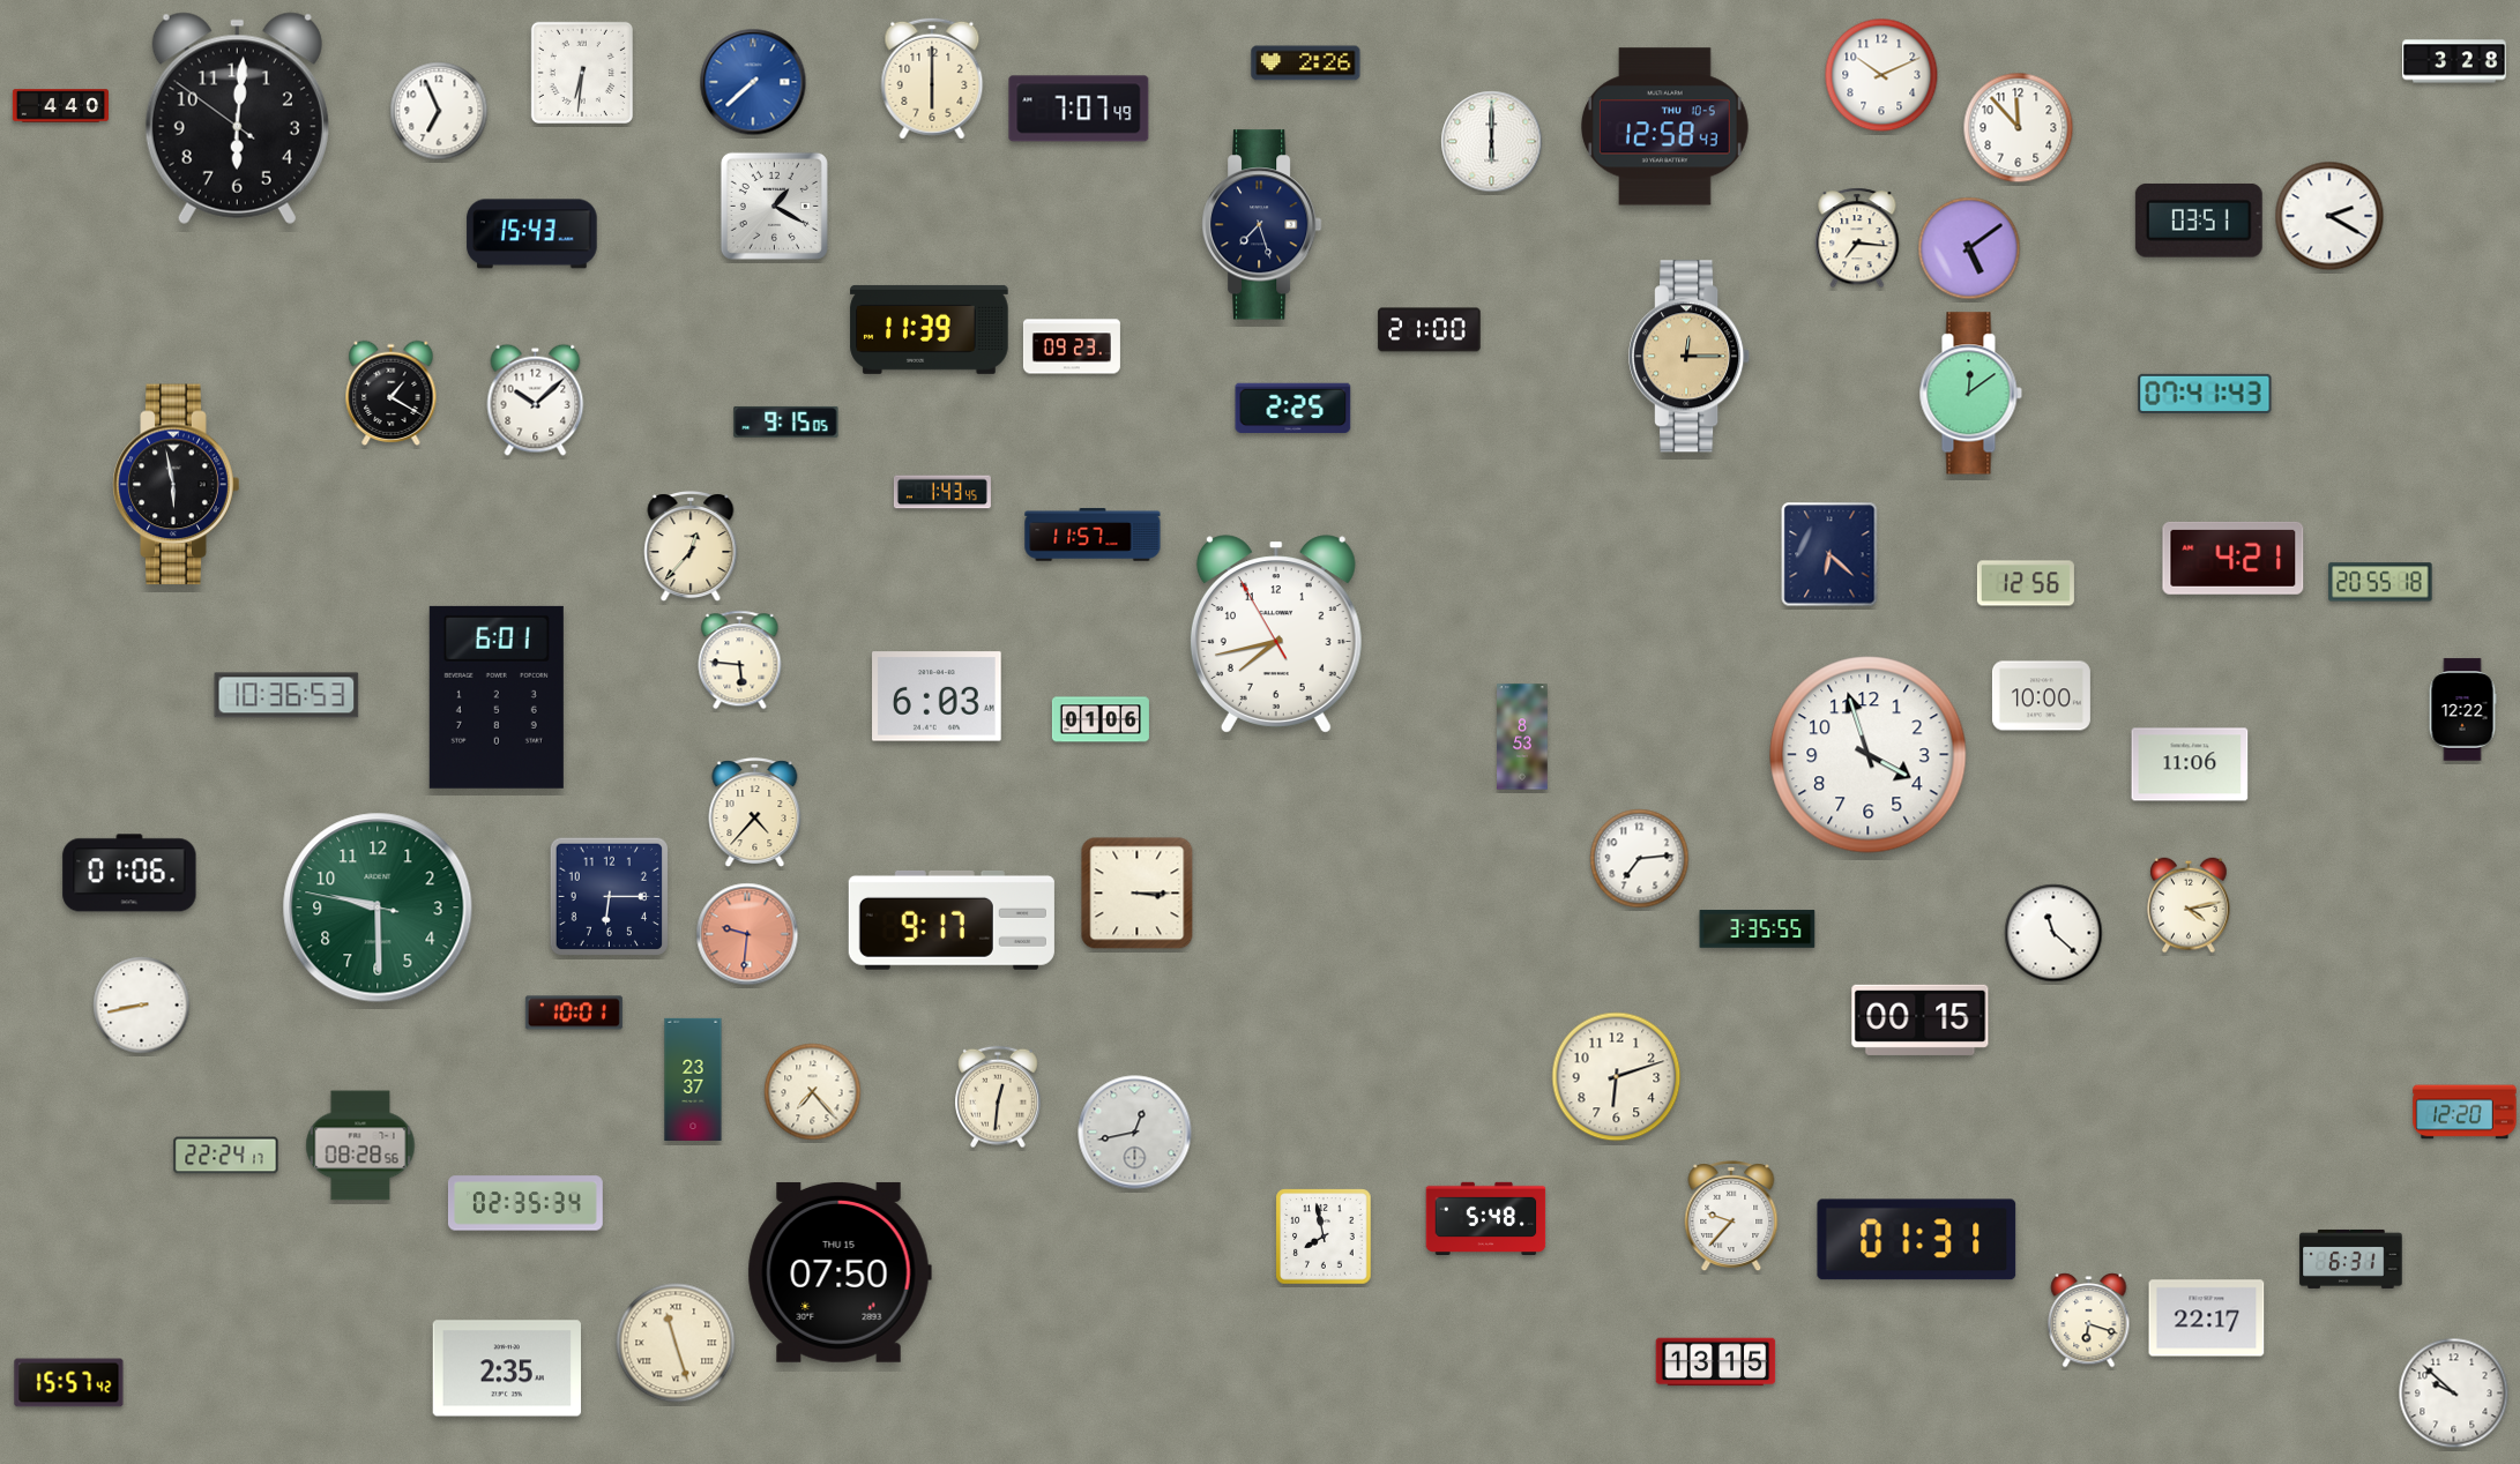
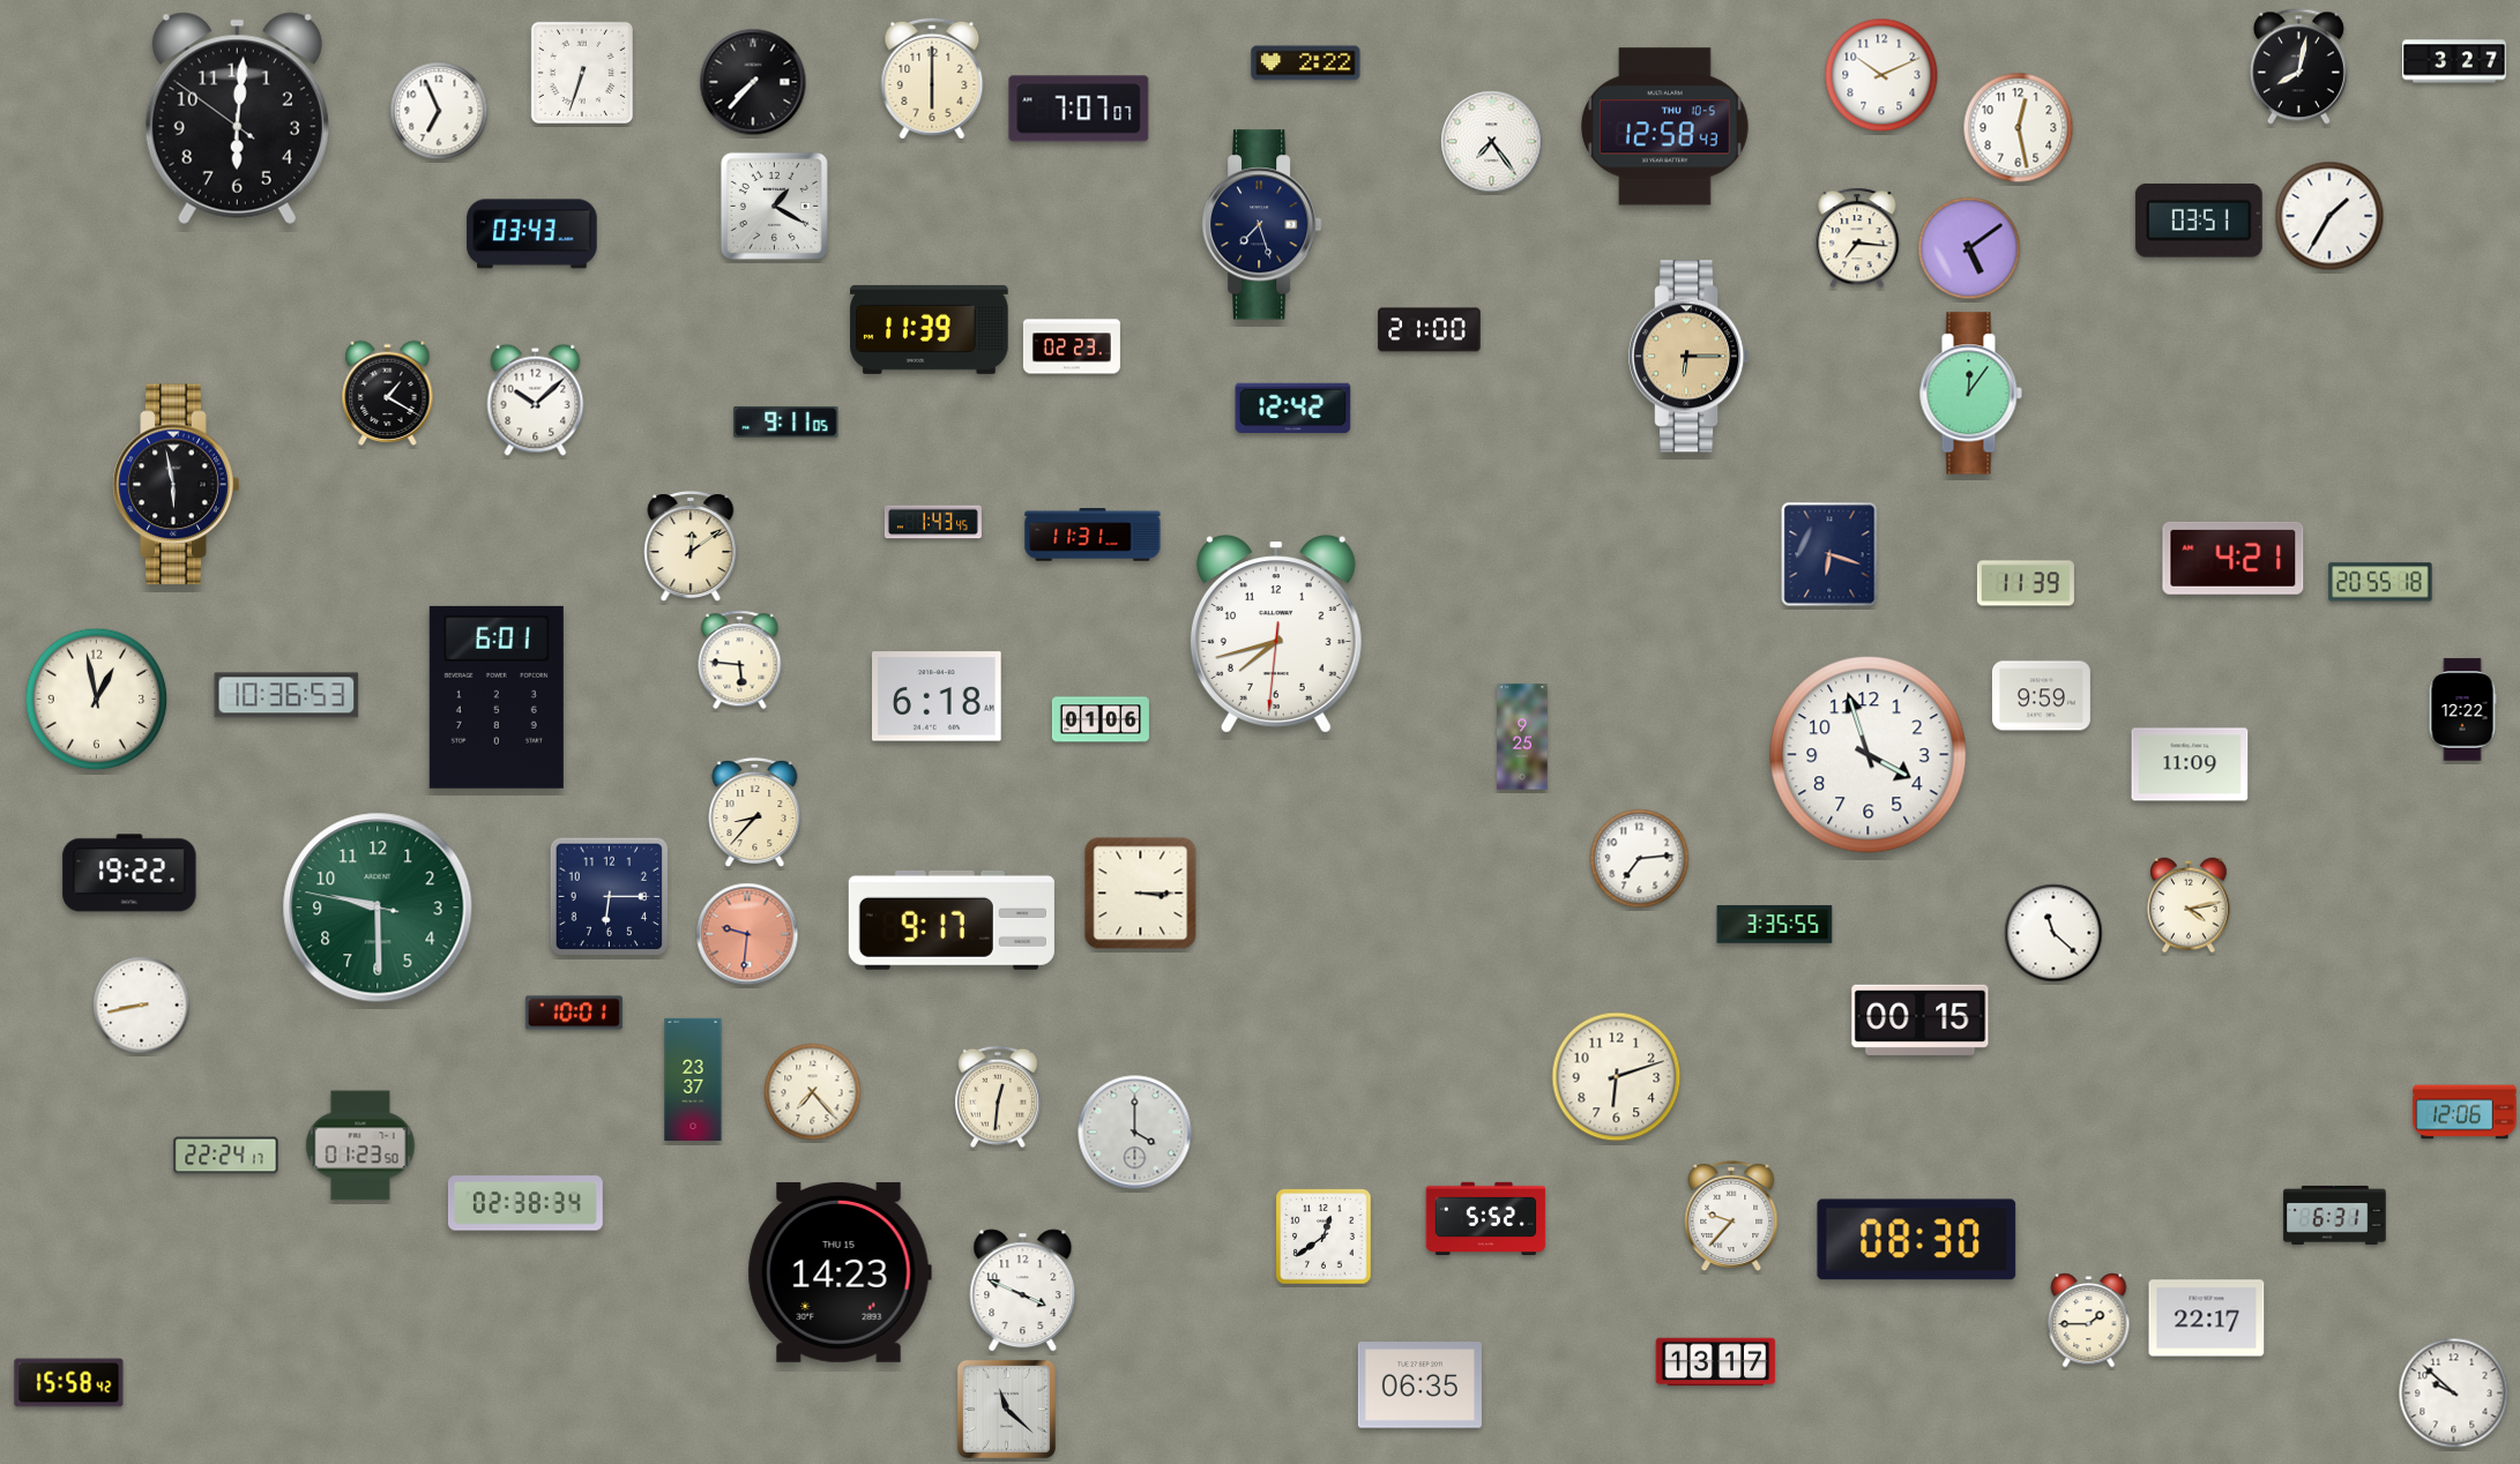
clock at (2454, 61): 3:28 -> 3:27
clock at (1306, 64): 2:26 -> 2:22
clock at (2298, 67): none -> 8:02
clock at (582, 73): 6:31 -> 6:33
clock at (753, 82): 7:38 -> 7:37
clock at (753, 82) dial: blue -> black
clock at (60, 106): 4:40 -> none
clock at (1079, 109): 7:07:49 -> 7:07:07
clock at (2019, 128): 11:53 -> 12:28
clock at (1492, 142): 6:00 -> 7:24
clock at (2329, 216): 2:20 -> 1:35
clock at (532, 234): 15:43 -> 03:43
clock at (1072, 346): 09:23 -> 02:23
clock at (1690, 357): 12:15 -> 6:15
clock at (392, 393) position: (392, 393) -> (388, 393)
clock at (1970, 394): 12:09 -> 12:06
clock at (2205, 394): 07:41 -> none
clock at (1293, 409): 2:25 -> 12:42
clock at (786, 421): 9:15 -> 9:11
clock at (942, 492) position: (942, 492) -> (933, 522)
clock at (1093, 535): 11:57 -> 11:31
clock at (691, 546): 12:37 -> 12:09
clock at (1829, 554): 6:22 -> 6:18
clock at (2026, 583): 12:56 -> 11:39
clock at (1276, 634): 7:42:55 -> 7:42:31
clock at (938, 696): 6:03 -> 6:18
clock at (2041, 696): 10:00 -> 9:59
clock at (97, 700): none -> 12:58
clock at (1522, 737): 8:53 -> 9:25
clock at (2190, 764): 11:06 -> 11:09
clock at (755, 812): 4:37 -> 8:37
clock at (129, 873): 01:06 -> 19:22
clock at (1138, 894) position: (1138, 894) -> (1141, 894)
clock at (1758, 929) position: (1758, 929) -> (1775, 925)
clock at (2465, 1112): 12:20 -> 12:06
clock at (1135, 1133): 12:43 -> 4:00
clock at (360, 1145): 08:28 -> 01:23
clock at (525, 1203): 02:35 -> 02:38
clock at (1486, 1218): 5:48 -> 5:52
clock at (1324, 1237): 7:58 -> 12:39
clock at (1917, 1240): 01:31 -> 08:30
clock at (2351, 1258) position: (2351, 1258) -> (2335, 1215)
clock at (840, 1272): 07:50 -> 14:23
clock at (1023, 1291): none -> 3:49
clock at (2089, 1321): 6:18 -> 1:45
clock at (676, 1343): 11:27 -> none
clock at (1716, 1362): 13:15 -> 13:17
clock at (506, 1368): 2:35 -> none
clock at (69, 1383): 15:57 -> 15:58
clock at (1419, 1385): none -> 06:35
clock at (1006, 1409): none -> 11:22
